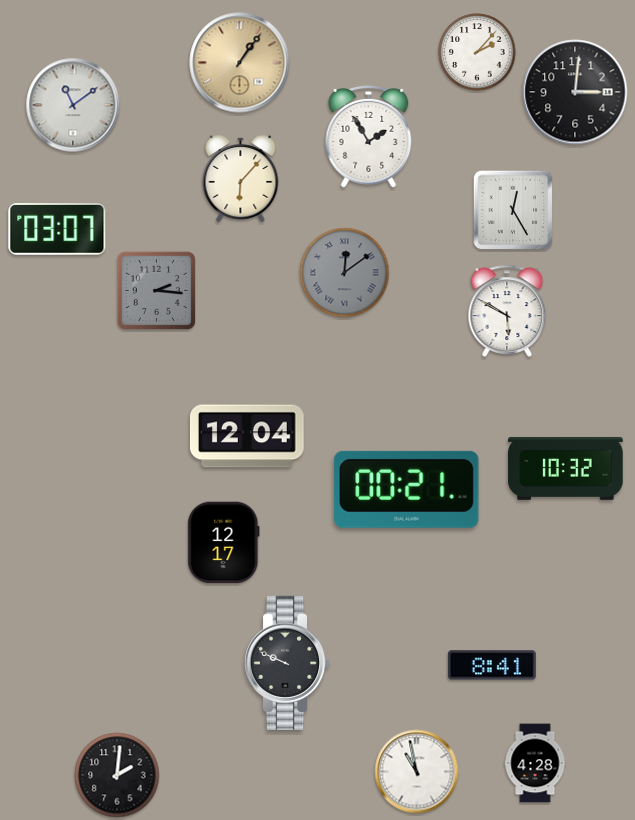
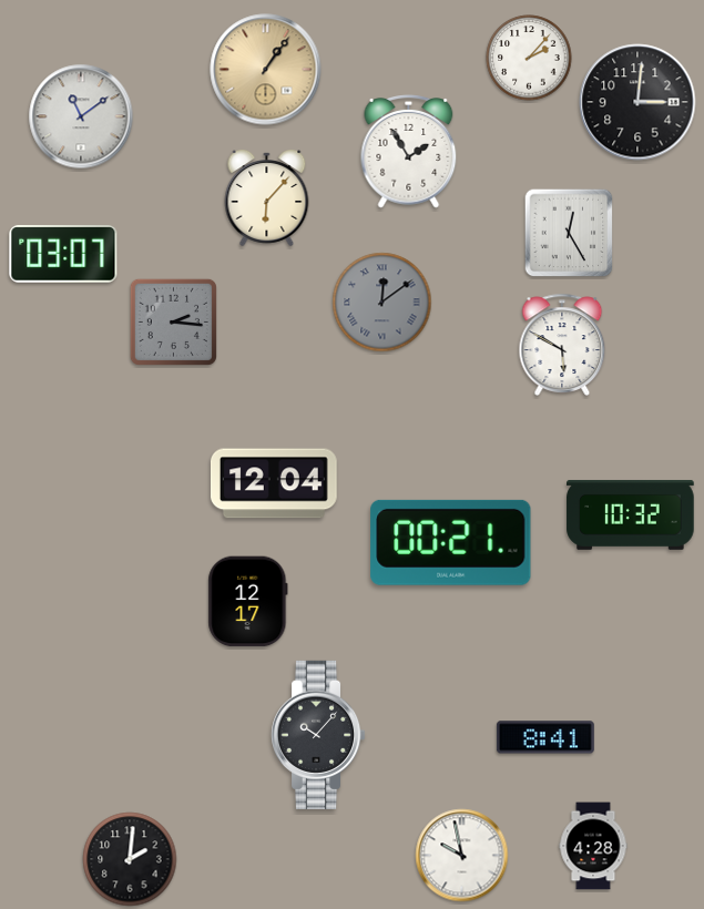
clock at (566, 468) position: (566, 468) -> (631, 514)
clock at (288, 663): 9:49 -> 10:07
clock at (417, 772): 10:58 -> 9:58
